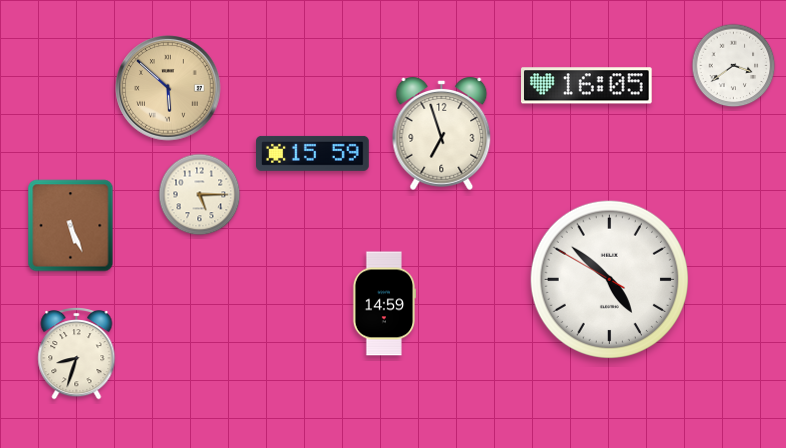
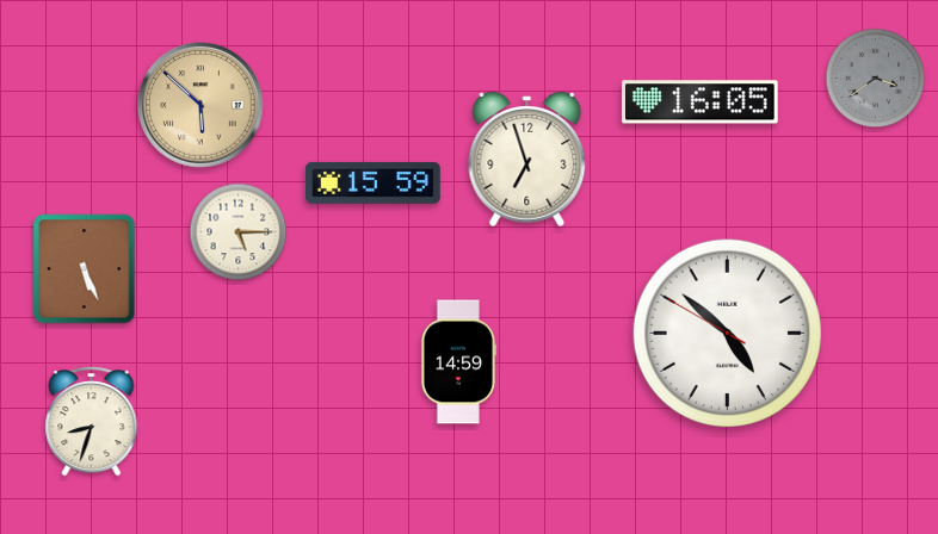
clock at (734, 66) dial: white -> grey
